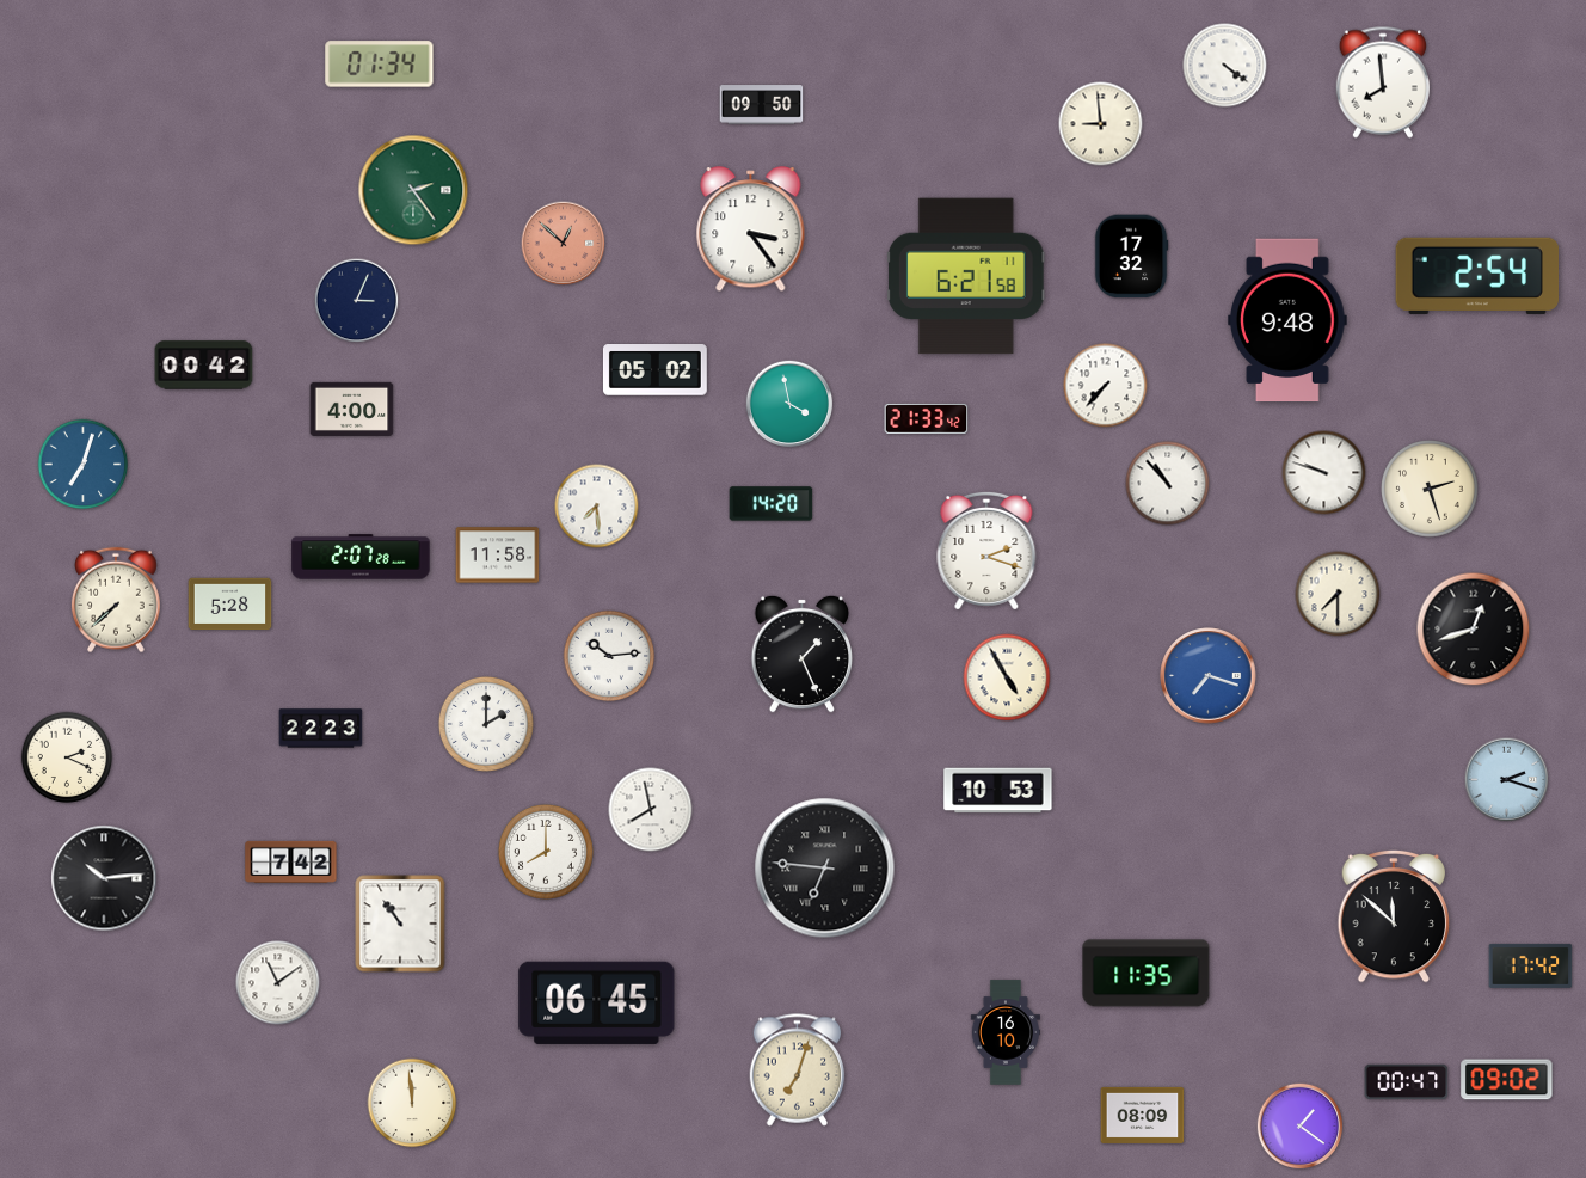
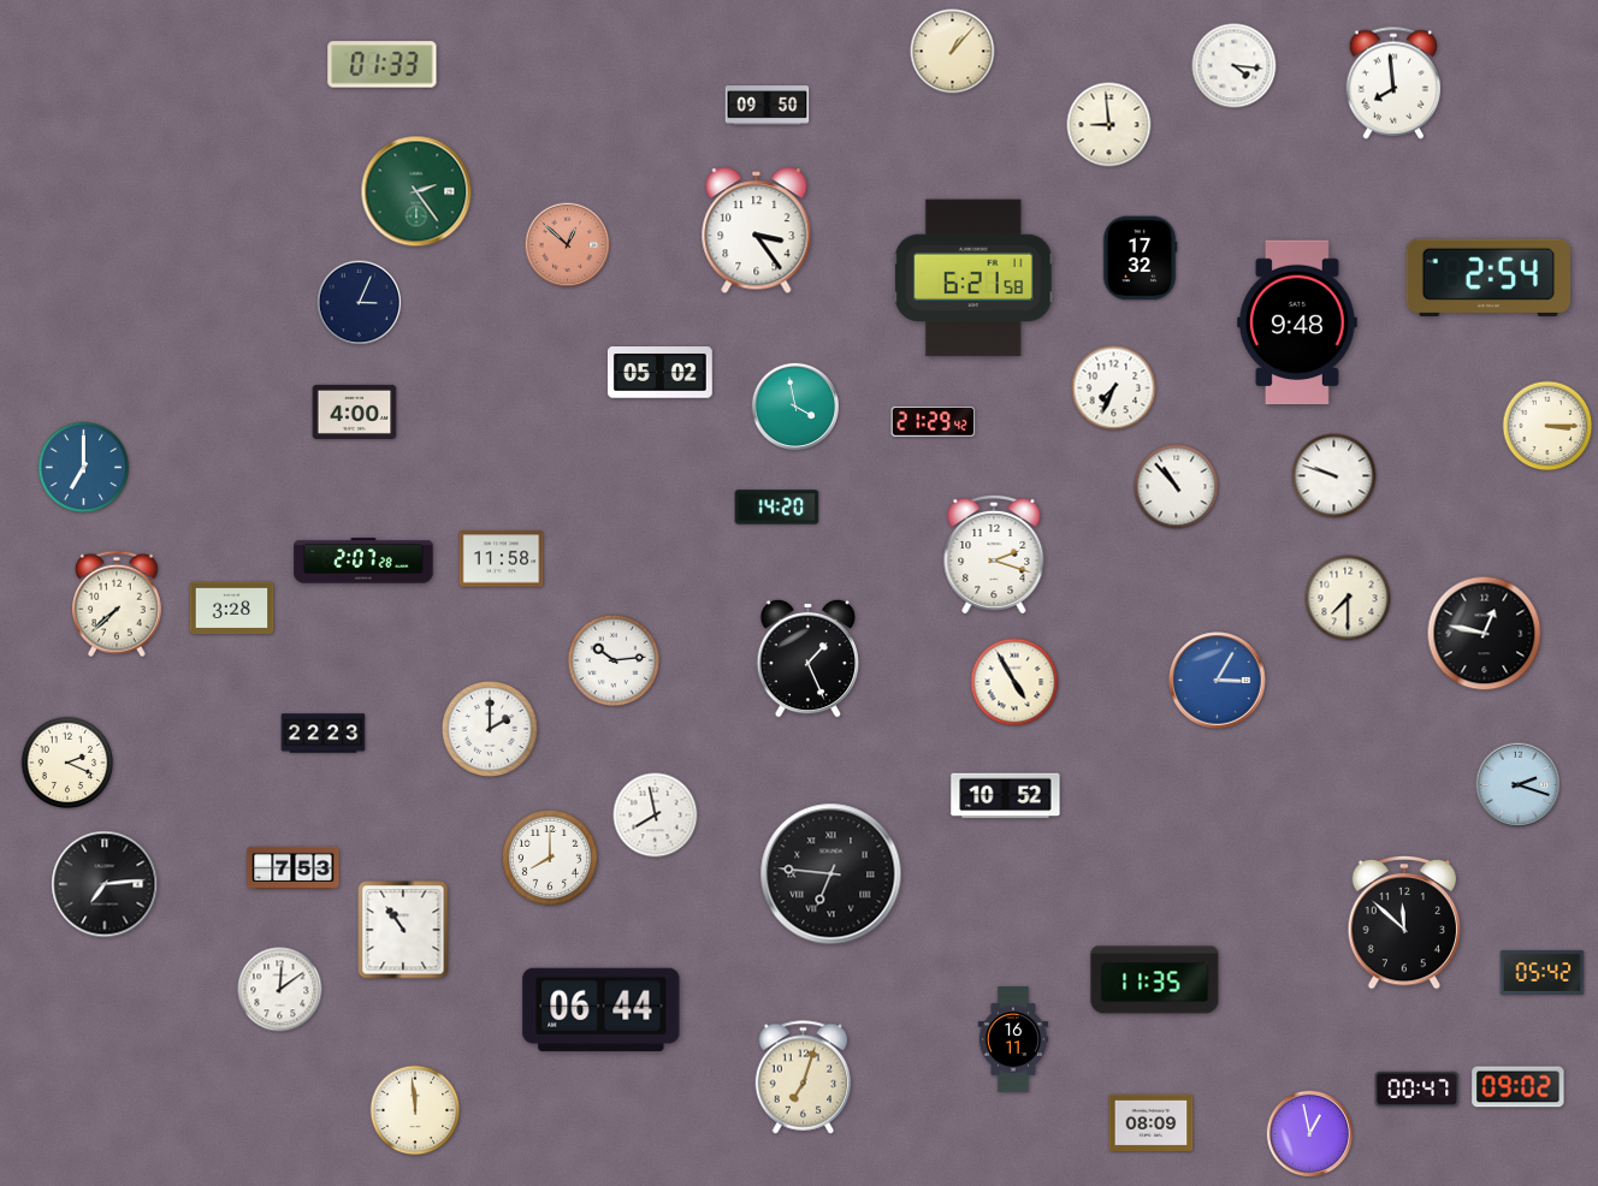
clock at (953, 52): none -> 1:07
clock at (380, 65): 01:34 -> 01:33
clock at (1225, 66): 4:21 -> 4:16
clock at (204, 366): 00:42 -> none
clock at (1106, 386): 7:37 -> 7:34
clock at (927, 418): 21:33 -> 21:29
clock at (1547, 426): none -> 3:15
clock at (84, 465): 7:03 -> 7:00
clock at (1431, 490): 2:27 -> none
clock at (597, 507): 7:29 -> none
clock at (230, 605): 5:28 -> 3:28
clock at (1474, 630): 12:42 -> 12:47
clock at (1209, 676): 7:18 -> 3:05
clock at (998, 791): 10:53 -> 10:52
clock at (291, 861): 7:42 -> 7:53
clock at (104, 878): 10:14 -> 7:14
clock at (1531, 965): 17:42 -> 05:42
clock at (278, 983): 11:09 -> 12:09
clock at (597, 1002): 06:45 -> 06:44
clock at (1006, 1032): 16:10 -> 16:11
clock at (1301, 1127): 1:21 -> 12:58
